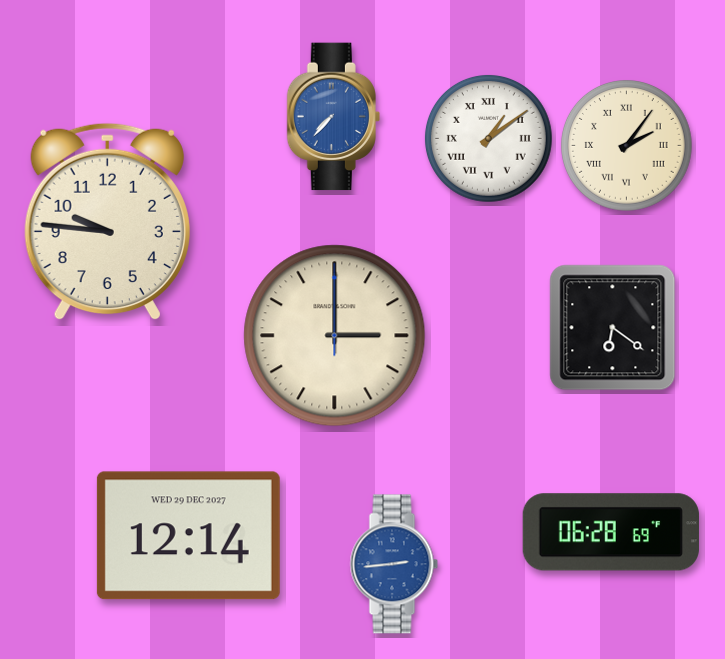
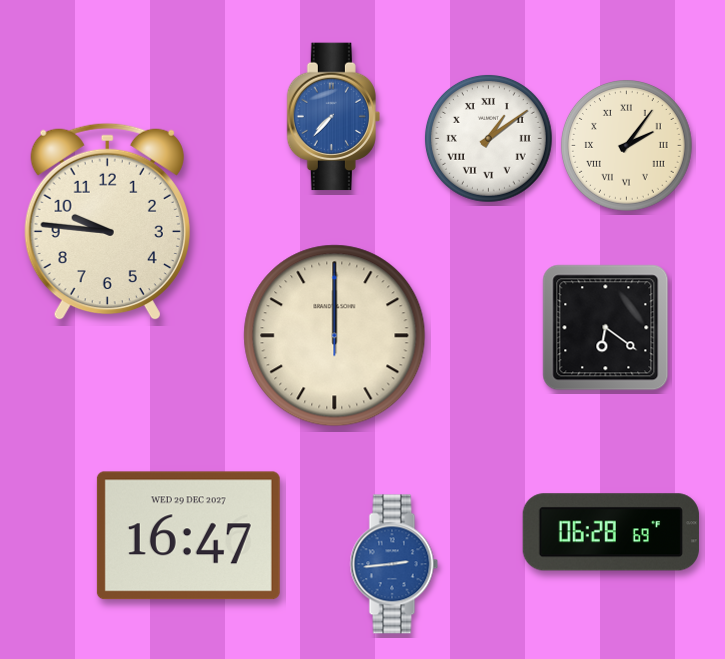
clock at (613, 328) position: (613, 328) -> (606, 328)
clock at (335, 336): 3:00 -> 12:00
clock at (188, 536): 12:14 -> 16:47
